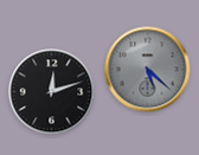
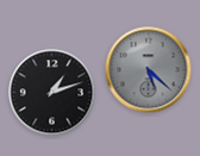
clock at (52, 92): 12:12 -> 1:12
